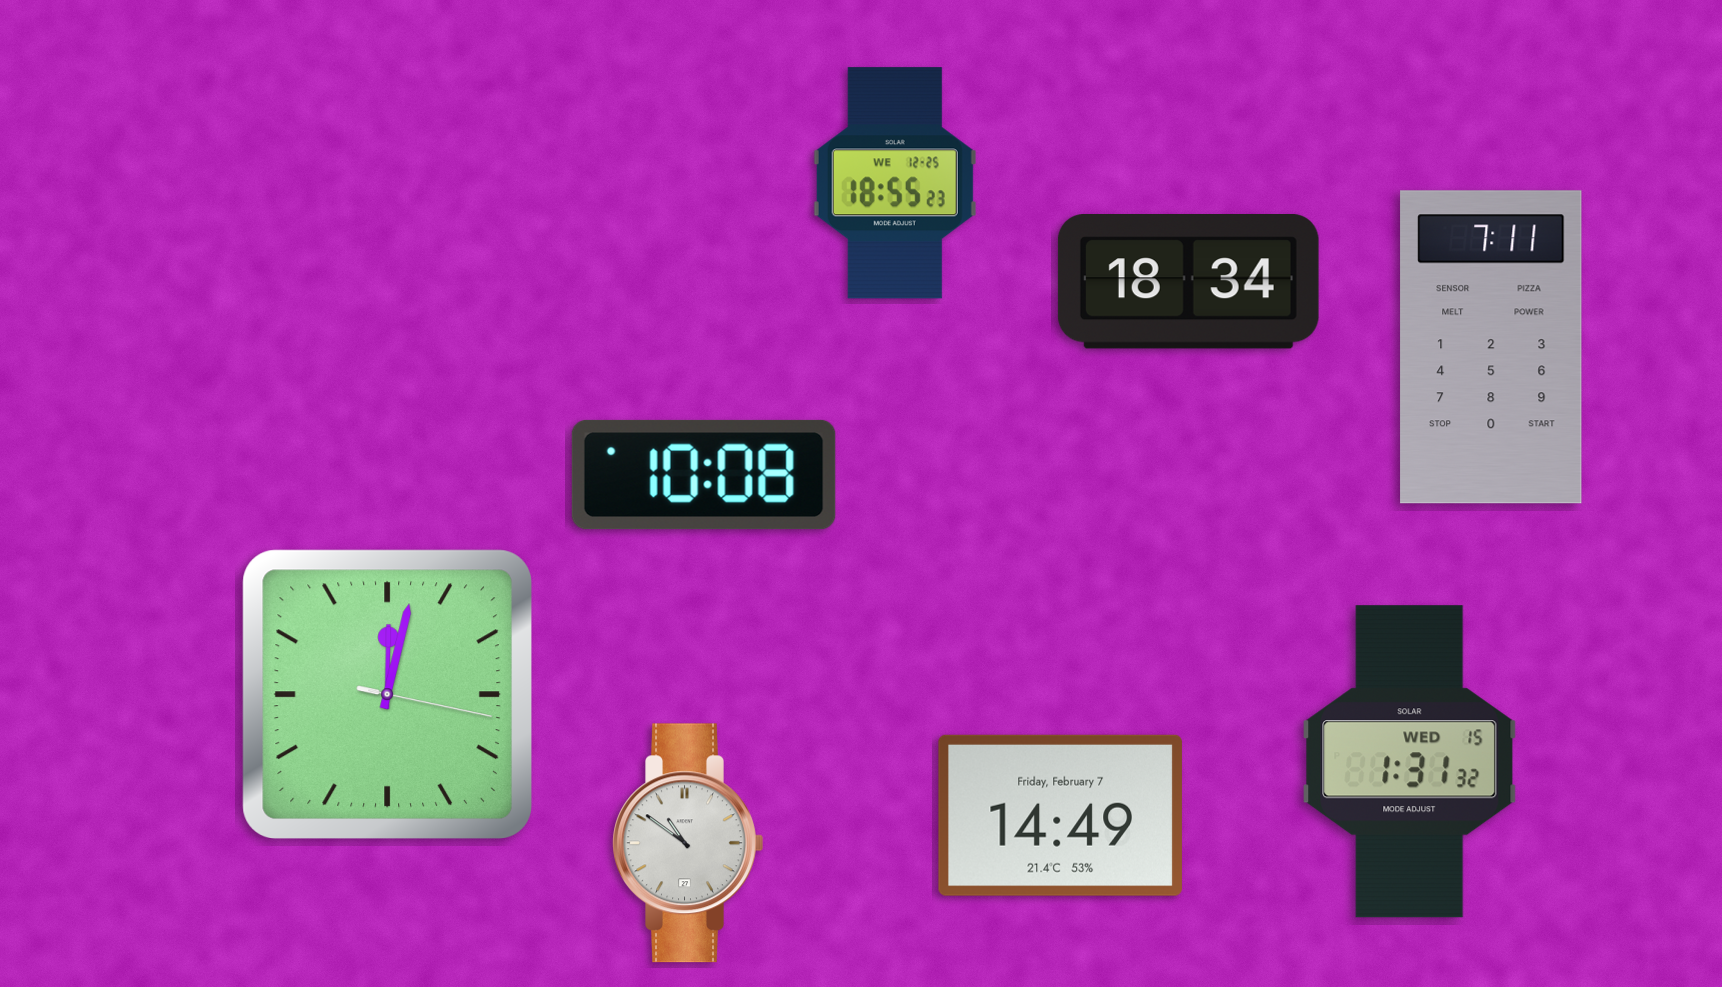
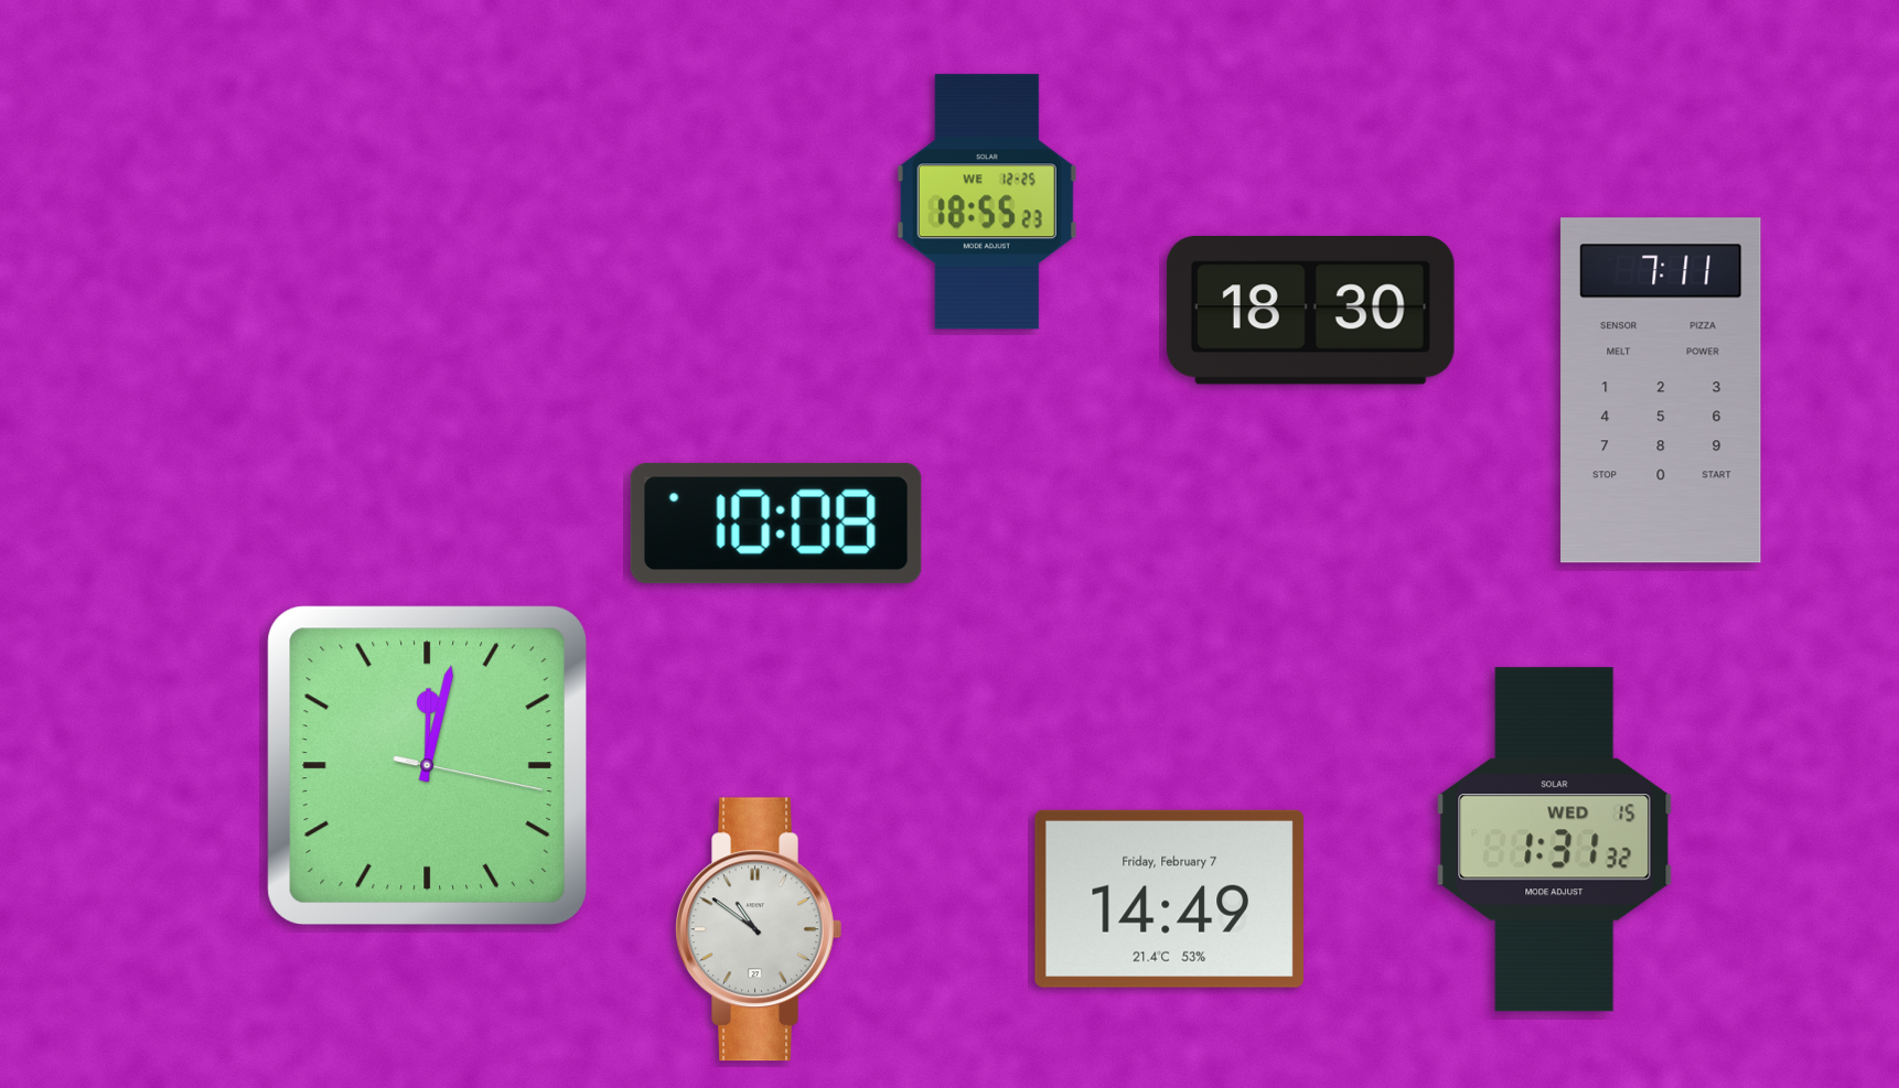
clock at (1188, 282): 18:34 -> 18:30
clock at (1491, 347) position: (1491, 347) -> (1661, 390)
